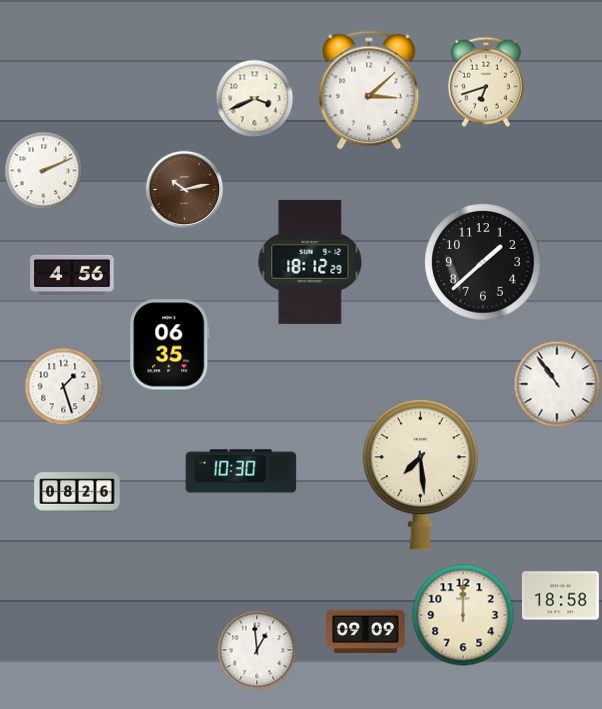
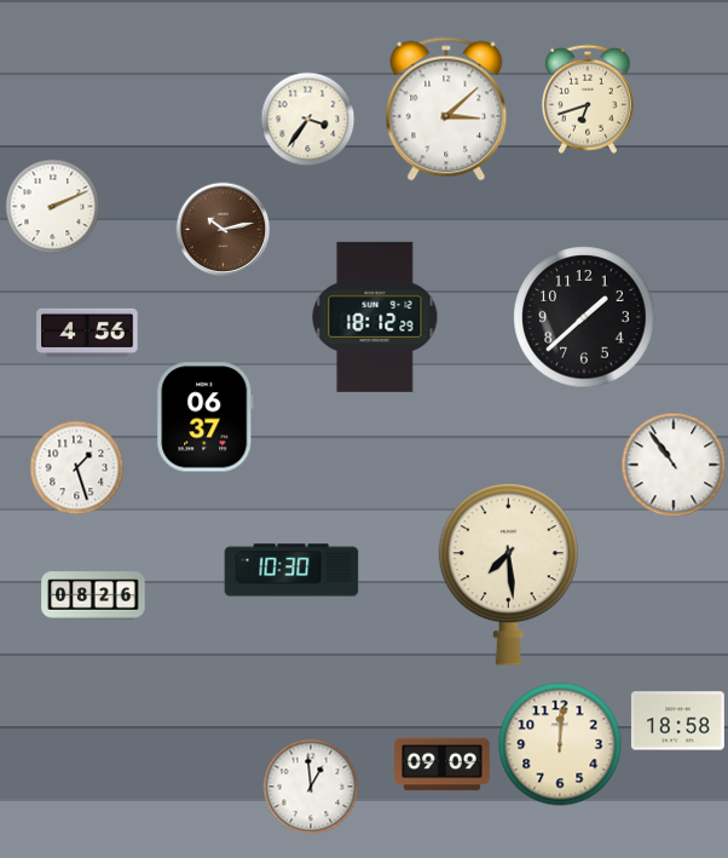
clock at (254, 98): 3:41 -> 3:36
clock at (170, 345): 06:35 -> 06:37
clock at (463, 615): 12:00 -> 12:01
